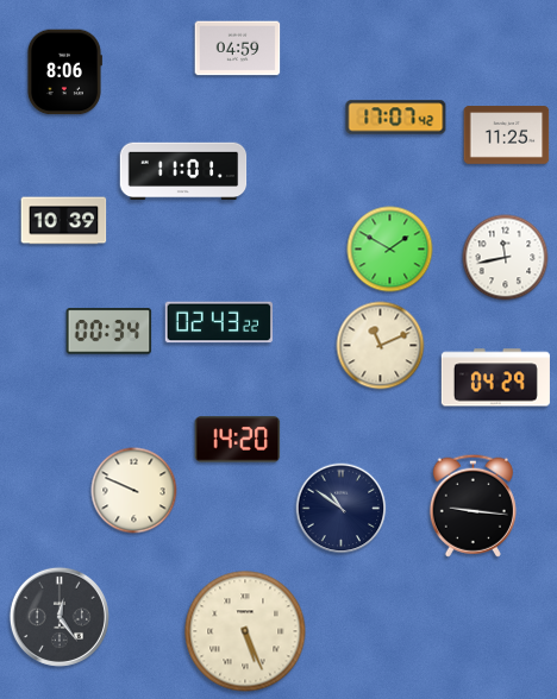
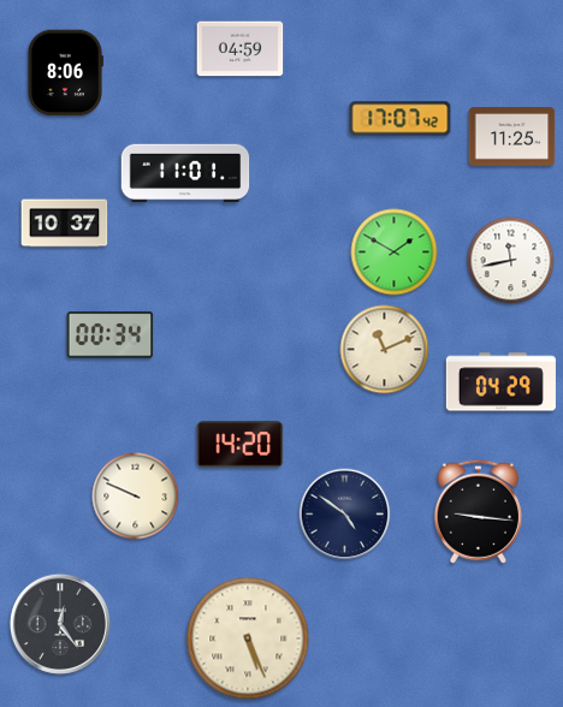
clock at (64, 221): 10:39 -> 10:37
clock at (218, 322): 02:43 -> none
clock at (342, 509): 10:51 -> 4:51
